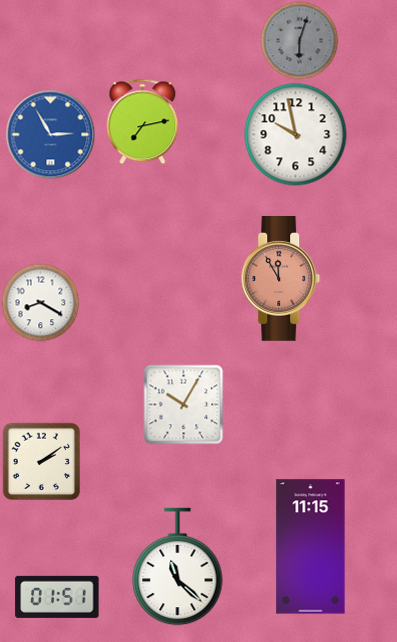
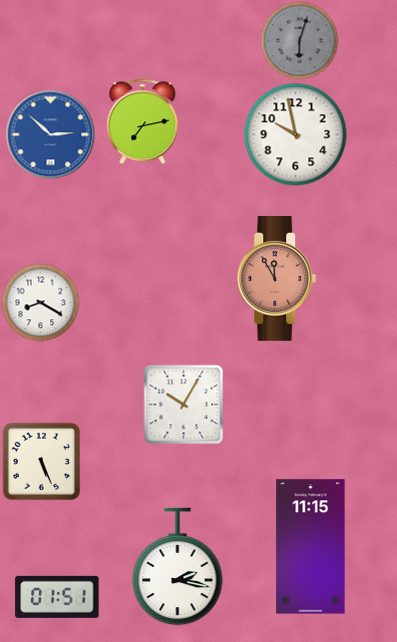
clock at (50, 134): 2:55 -> 2:52
clock at (281, 278) position: (281, 278) -> (277, 278)
clock at (41, 461): 2:09 -> 5:26
clock at (178, 567): 11:22 -> 2:17
